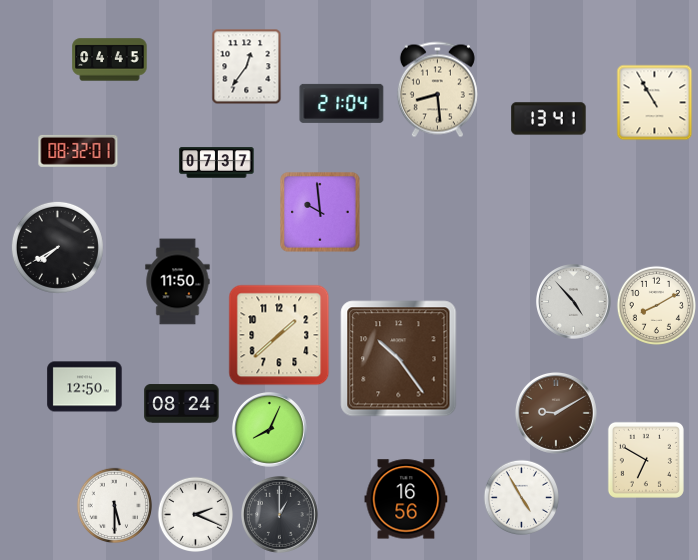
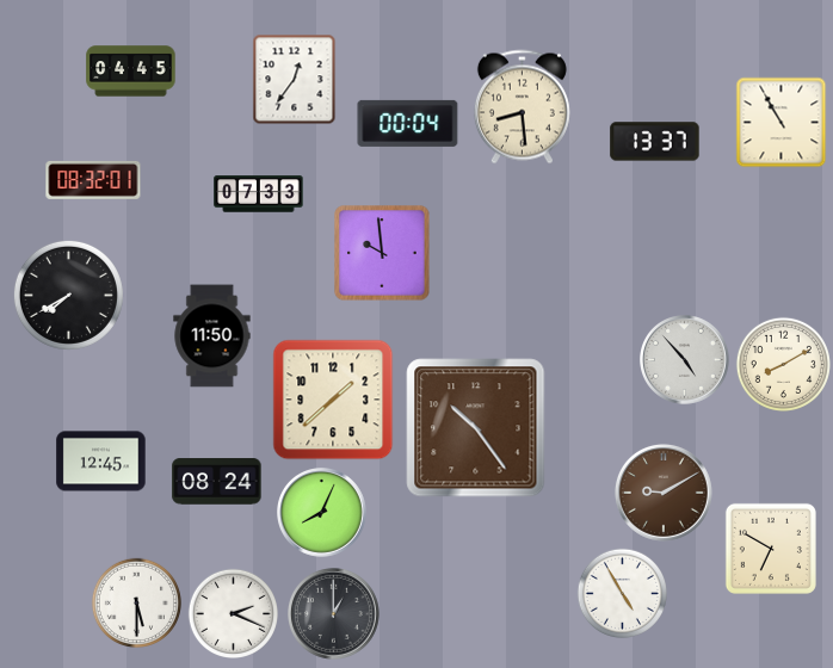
clock at (342, 103): 21:04 -> 00:04
clock at (549, 119): 13:41 -> 13:37
clock at (217, 163): 07:37 -> 07:33
clock at (85, 387): 12:50 -> 12:45
clock at (406, 499): 16:56 -> none
